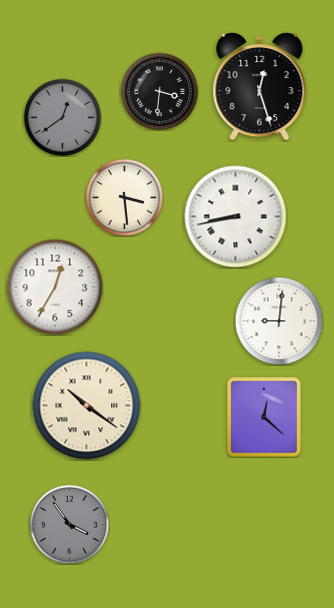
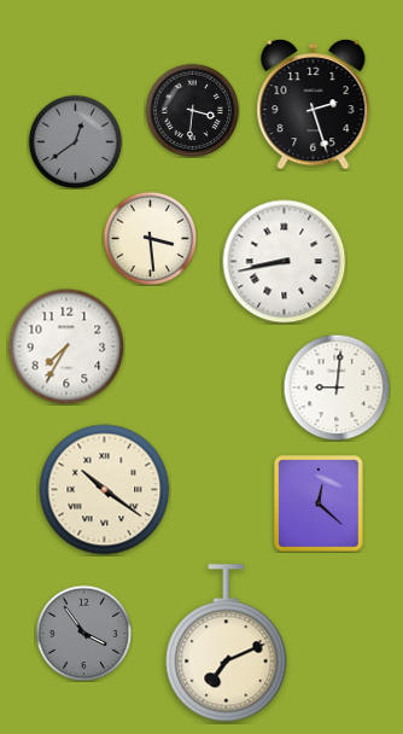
clock at (260, 87): 12:27 -> 2:27
clock at (55, 287): 12:35 -> 7:35
clock at (227, 643): none -> 7:11
